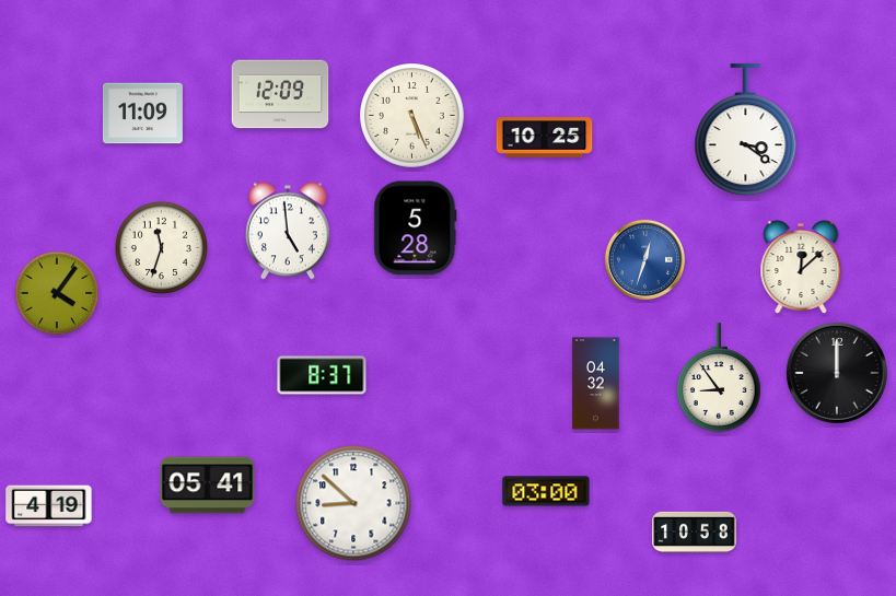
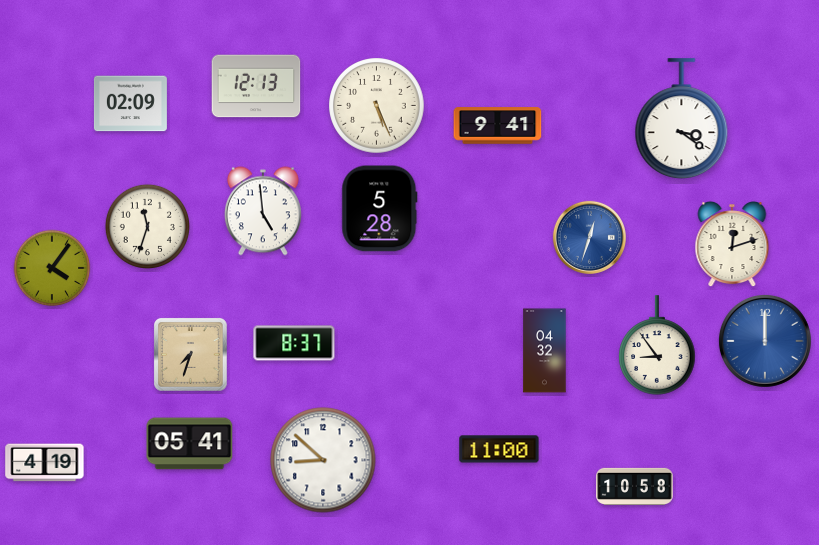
clock at (280, 94): 12:09 -> 12:13
clock at (142, 114): 11:09 -> 02:09
clock at (545, 138): 10:25 -> 9:41
clock at (801, 268): 12:08 -> 12:12
clock at (837, 373) dial: black -> blue
clock at (190, 354): none -> 7:33
clock at (546, 491): 03:00 -> 11:00
